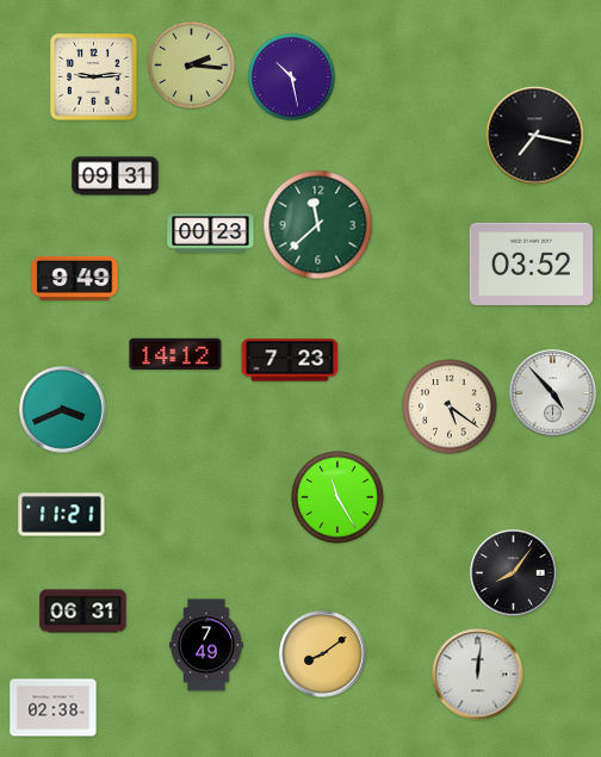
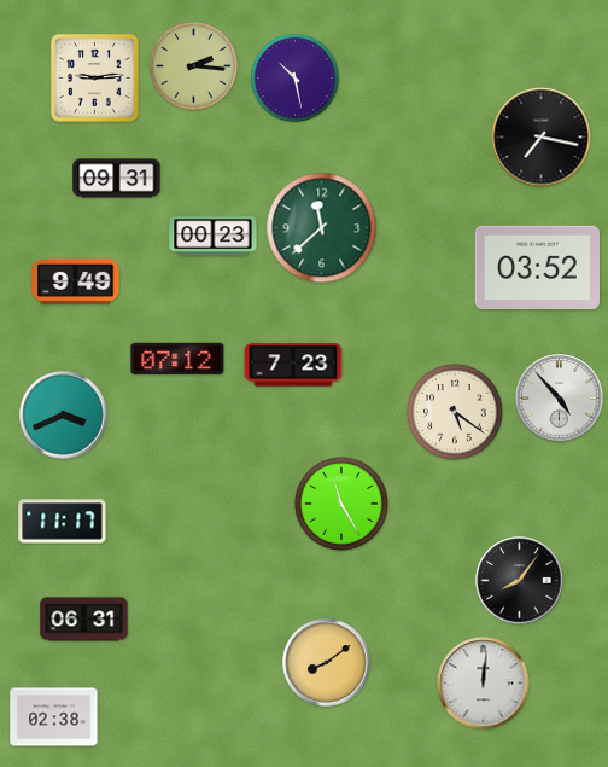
clock at (175, 354): 14:12 -> 07:12
clock at (62, 515): 11:21 -> 11:17
clock at (206, 645): 7:49 -> none
